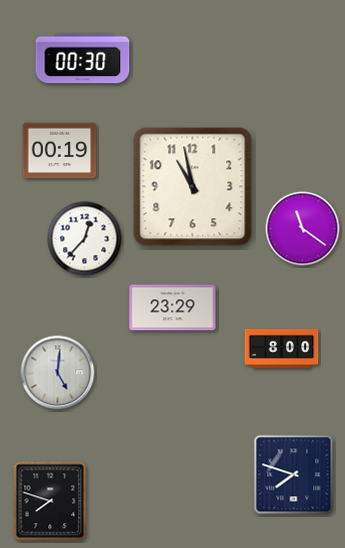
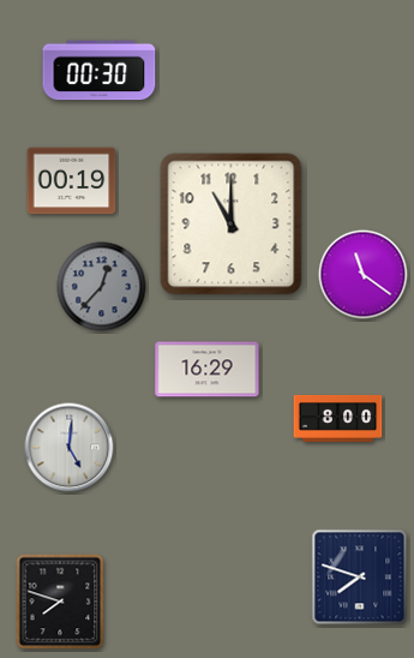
clock at (193, 187): 10:58 -> 11:00
clock at (85, 239) dial: white -> grey
clock at (173, 308): 23:29 -> 16:29
clock at (294, 475) position: (294, 475) -> (360, 578)
